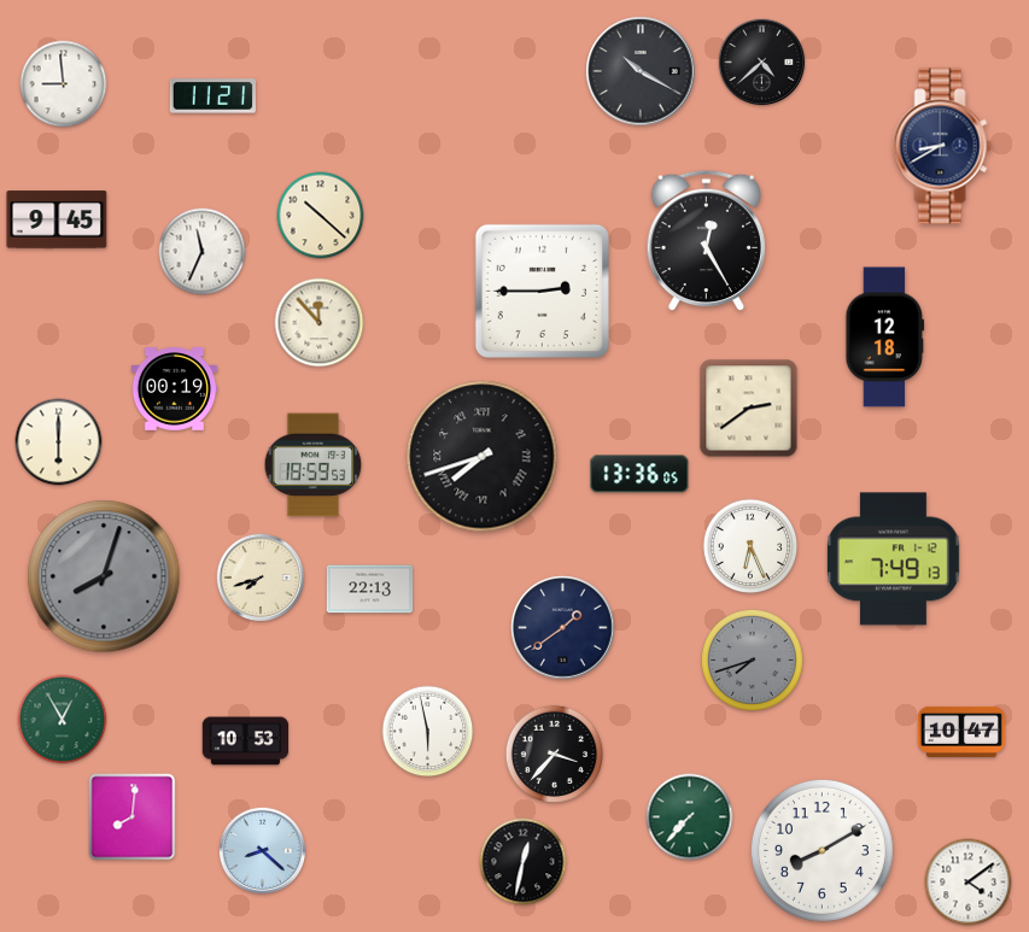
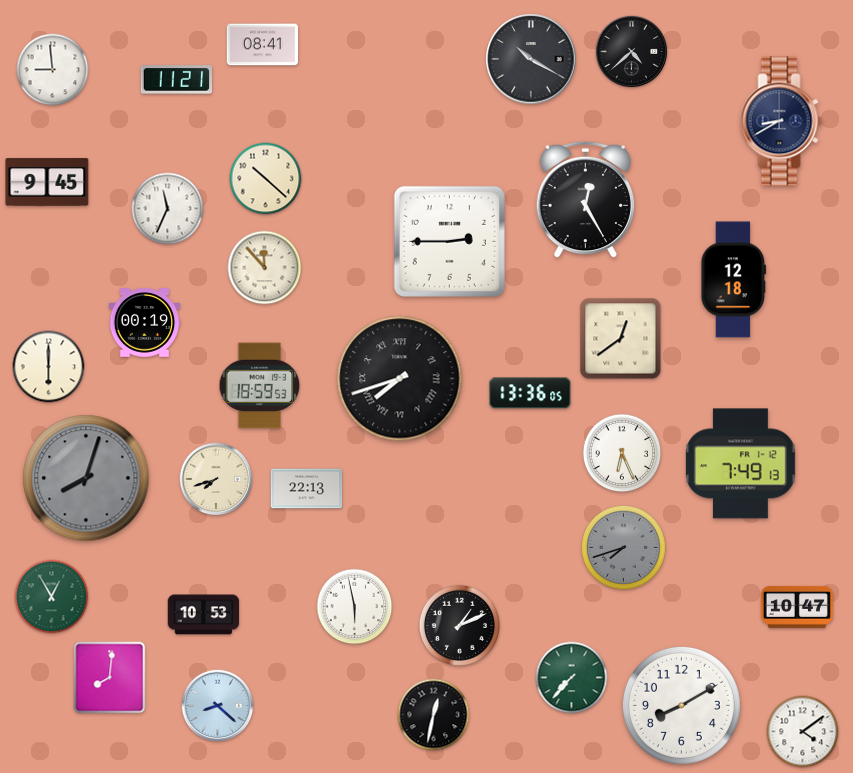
clock at (263, 45): none -> 08:41
clock at (749, 409): 2:39 -> 12:39
clock at (563, 628): 1:39 -> none
clock at (554, 754): 3:37 -> 1:11
